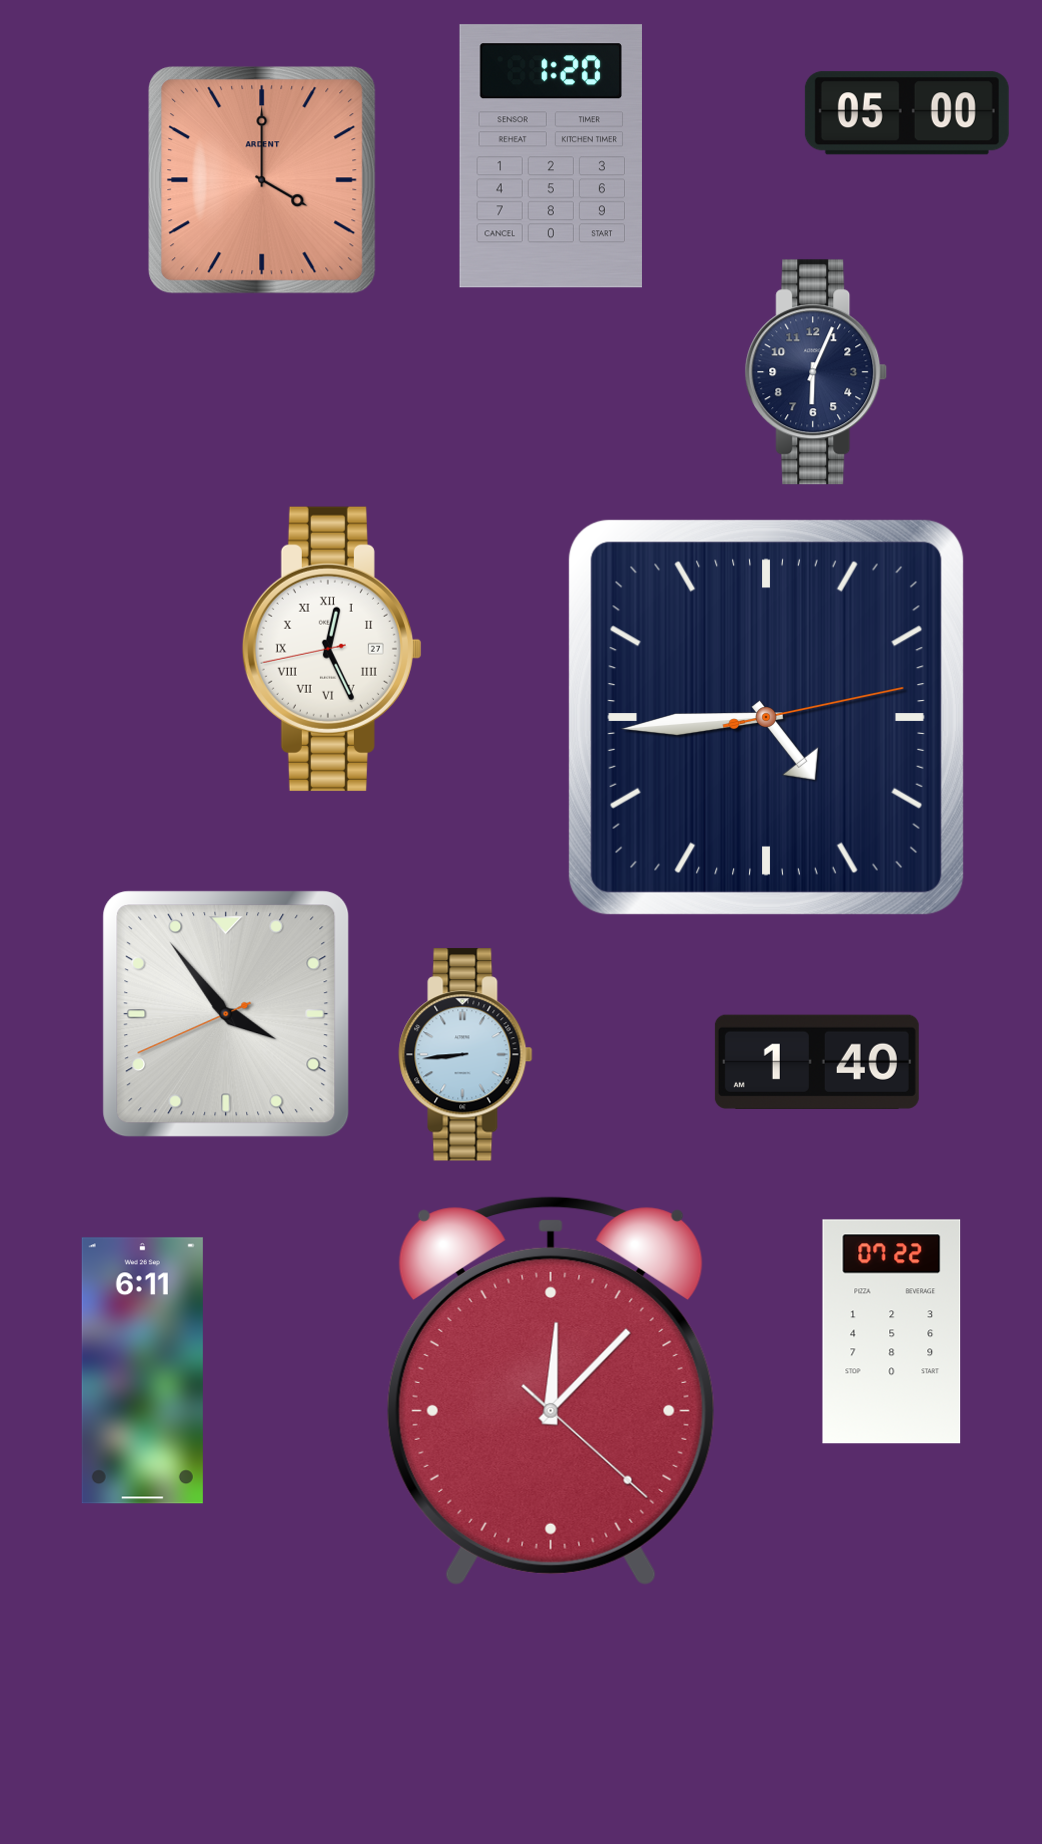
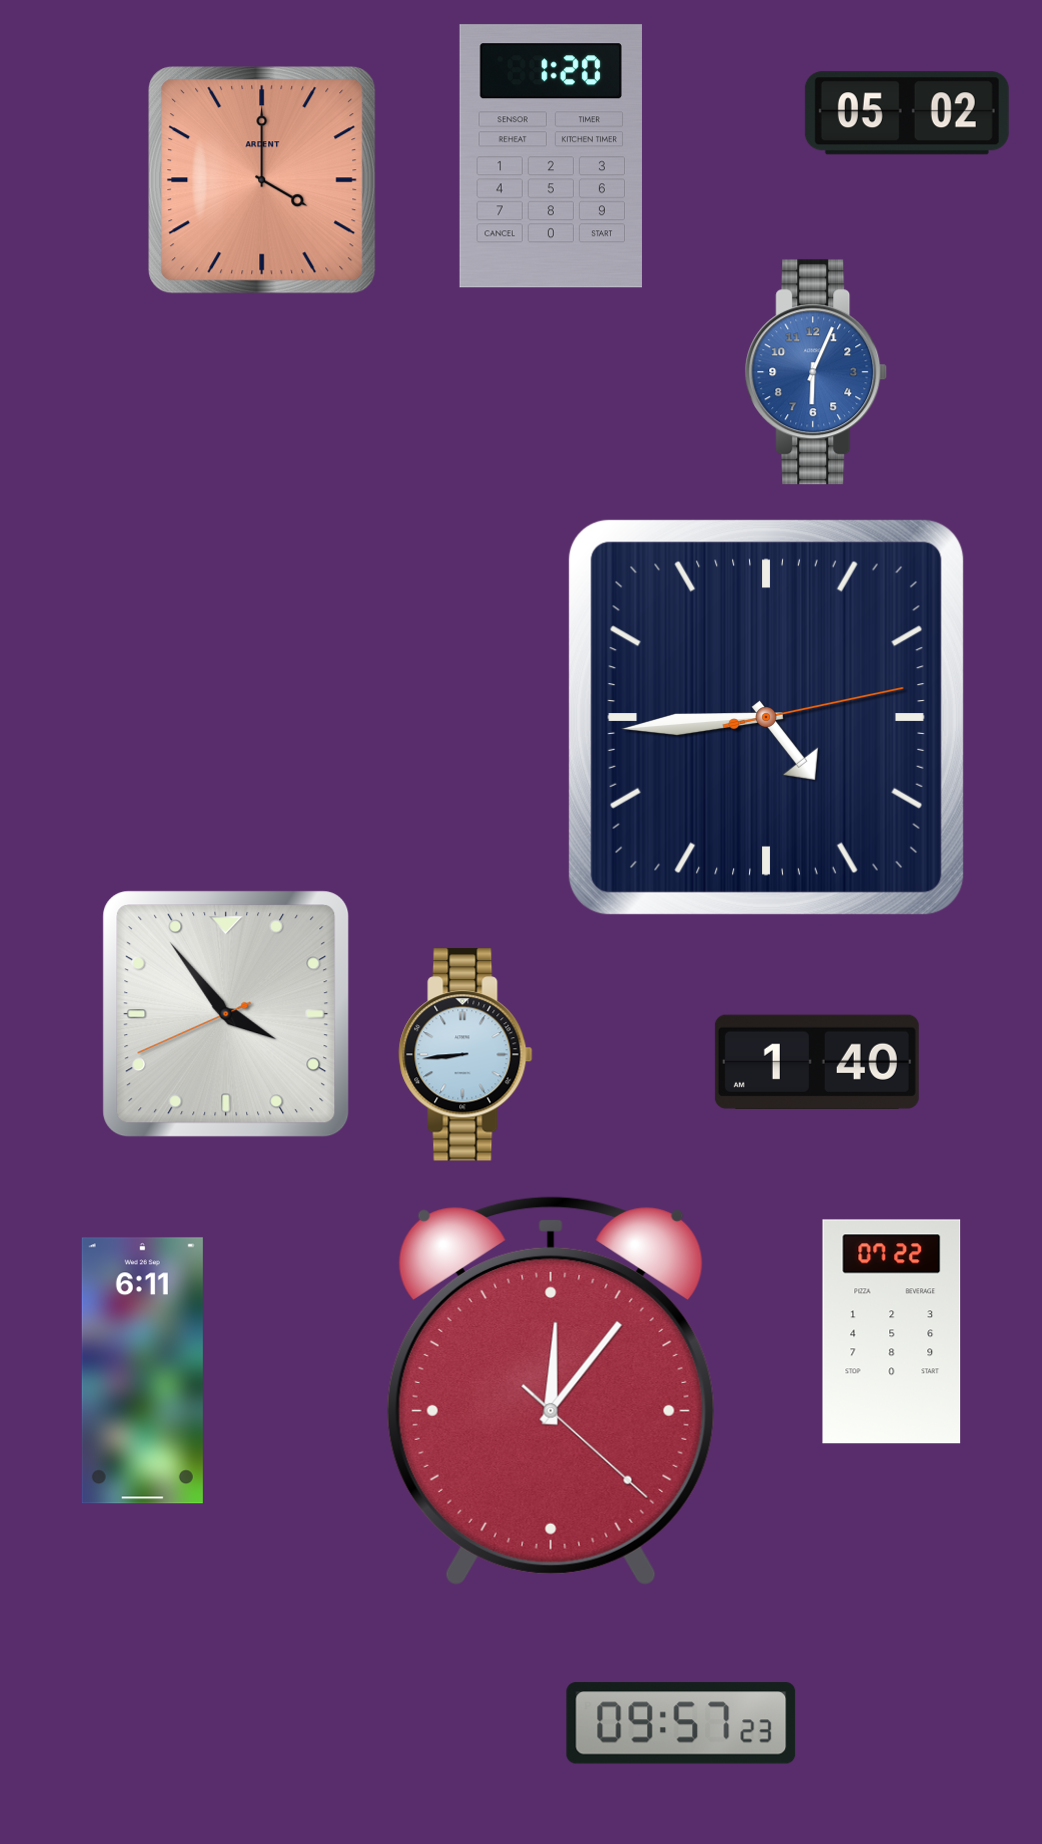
clock at (907, 113): 05:00 -> 05:02
clock at (816, 372) dial: navy -> blue
clock at (332, 649): 12:25 -> none
clock at (551, 1391): 12:07 -> 12:06
clock at (681, 1723): none -> 09:57
